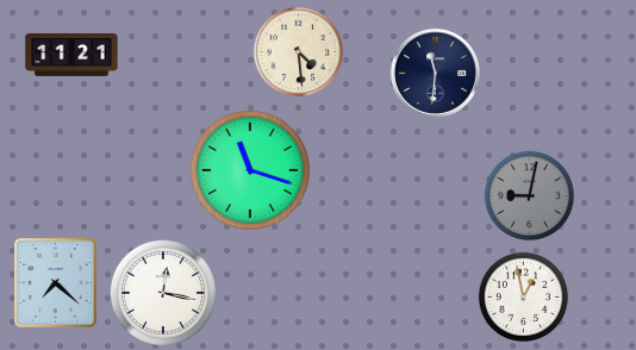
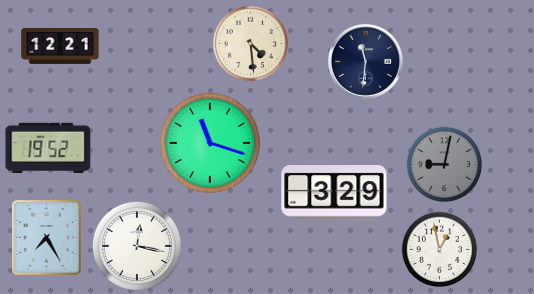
clock at (71, 55): 11:21 -> 12:21
clock at (48, 147): none -> 19:52
clock at (334, 194): none -> 3:29
clock at (56, 283): 7:22 -> 7:25
